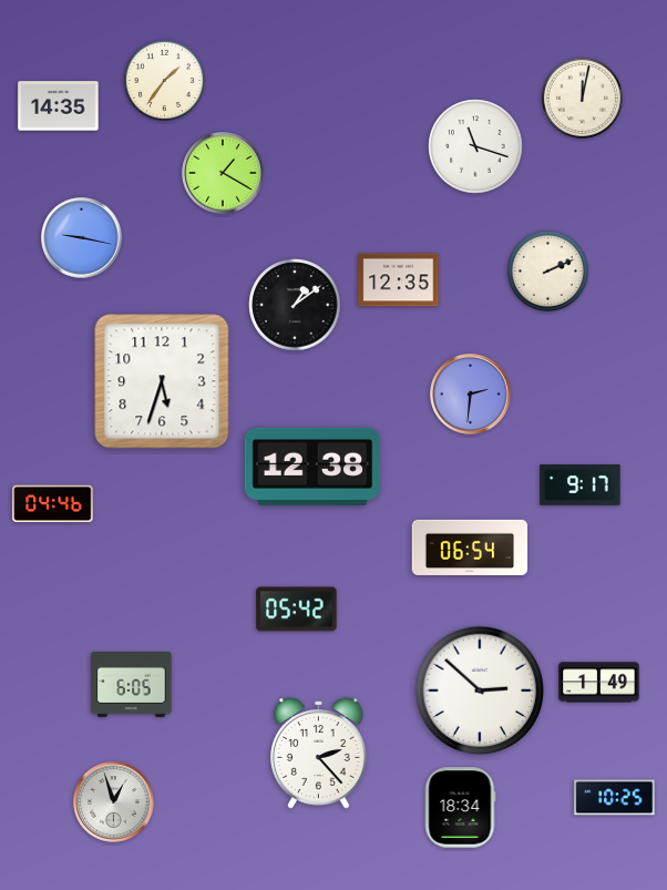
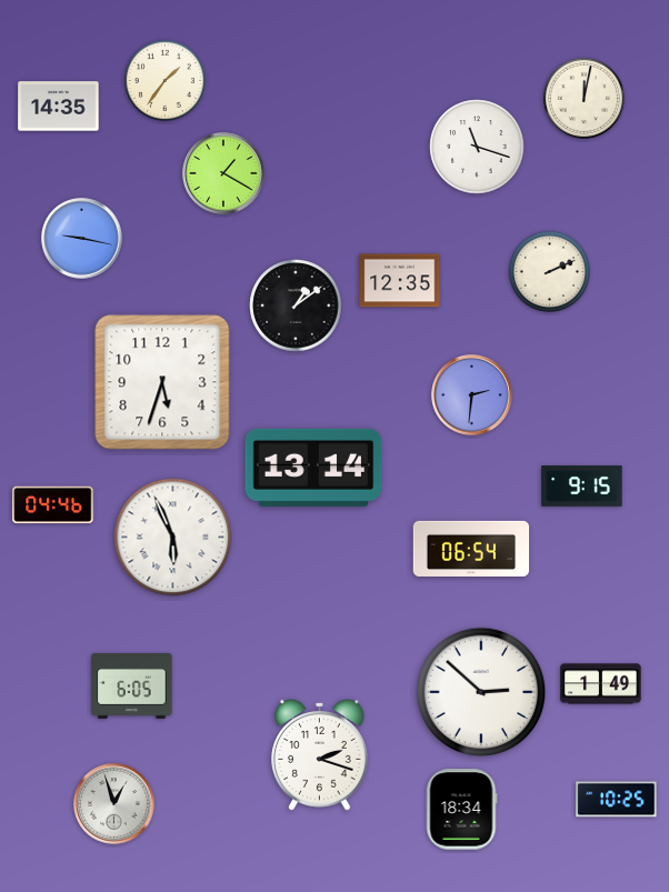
clock at (312, 467): 12:38 -> 13:14
clock at (581, 485): 9:17 -> 9:15
clock at (173, 538): none -> 5:56
clock at (297, 610): 05:42 -> none
clock at (319, 754): 2:23 -> 2:18
